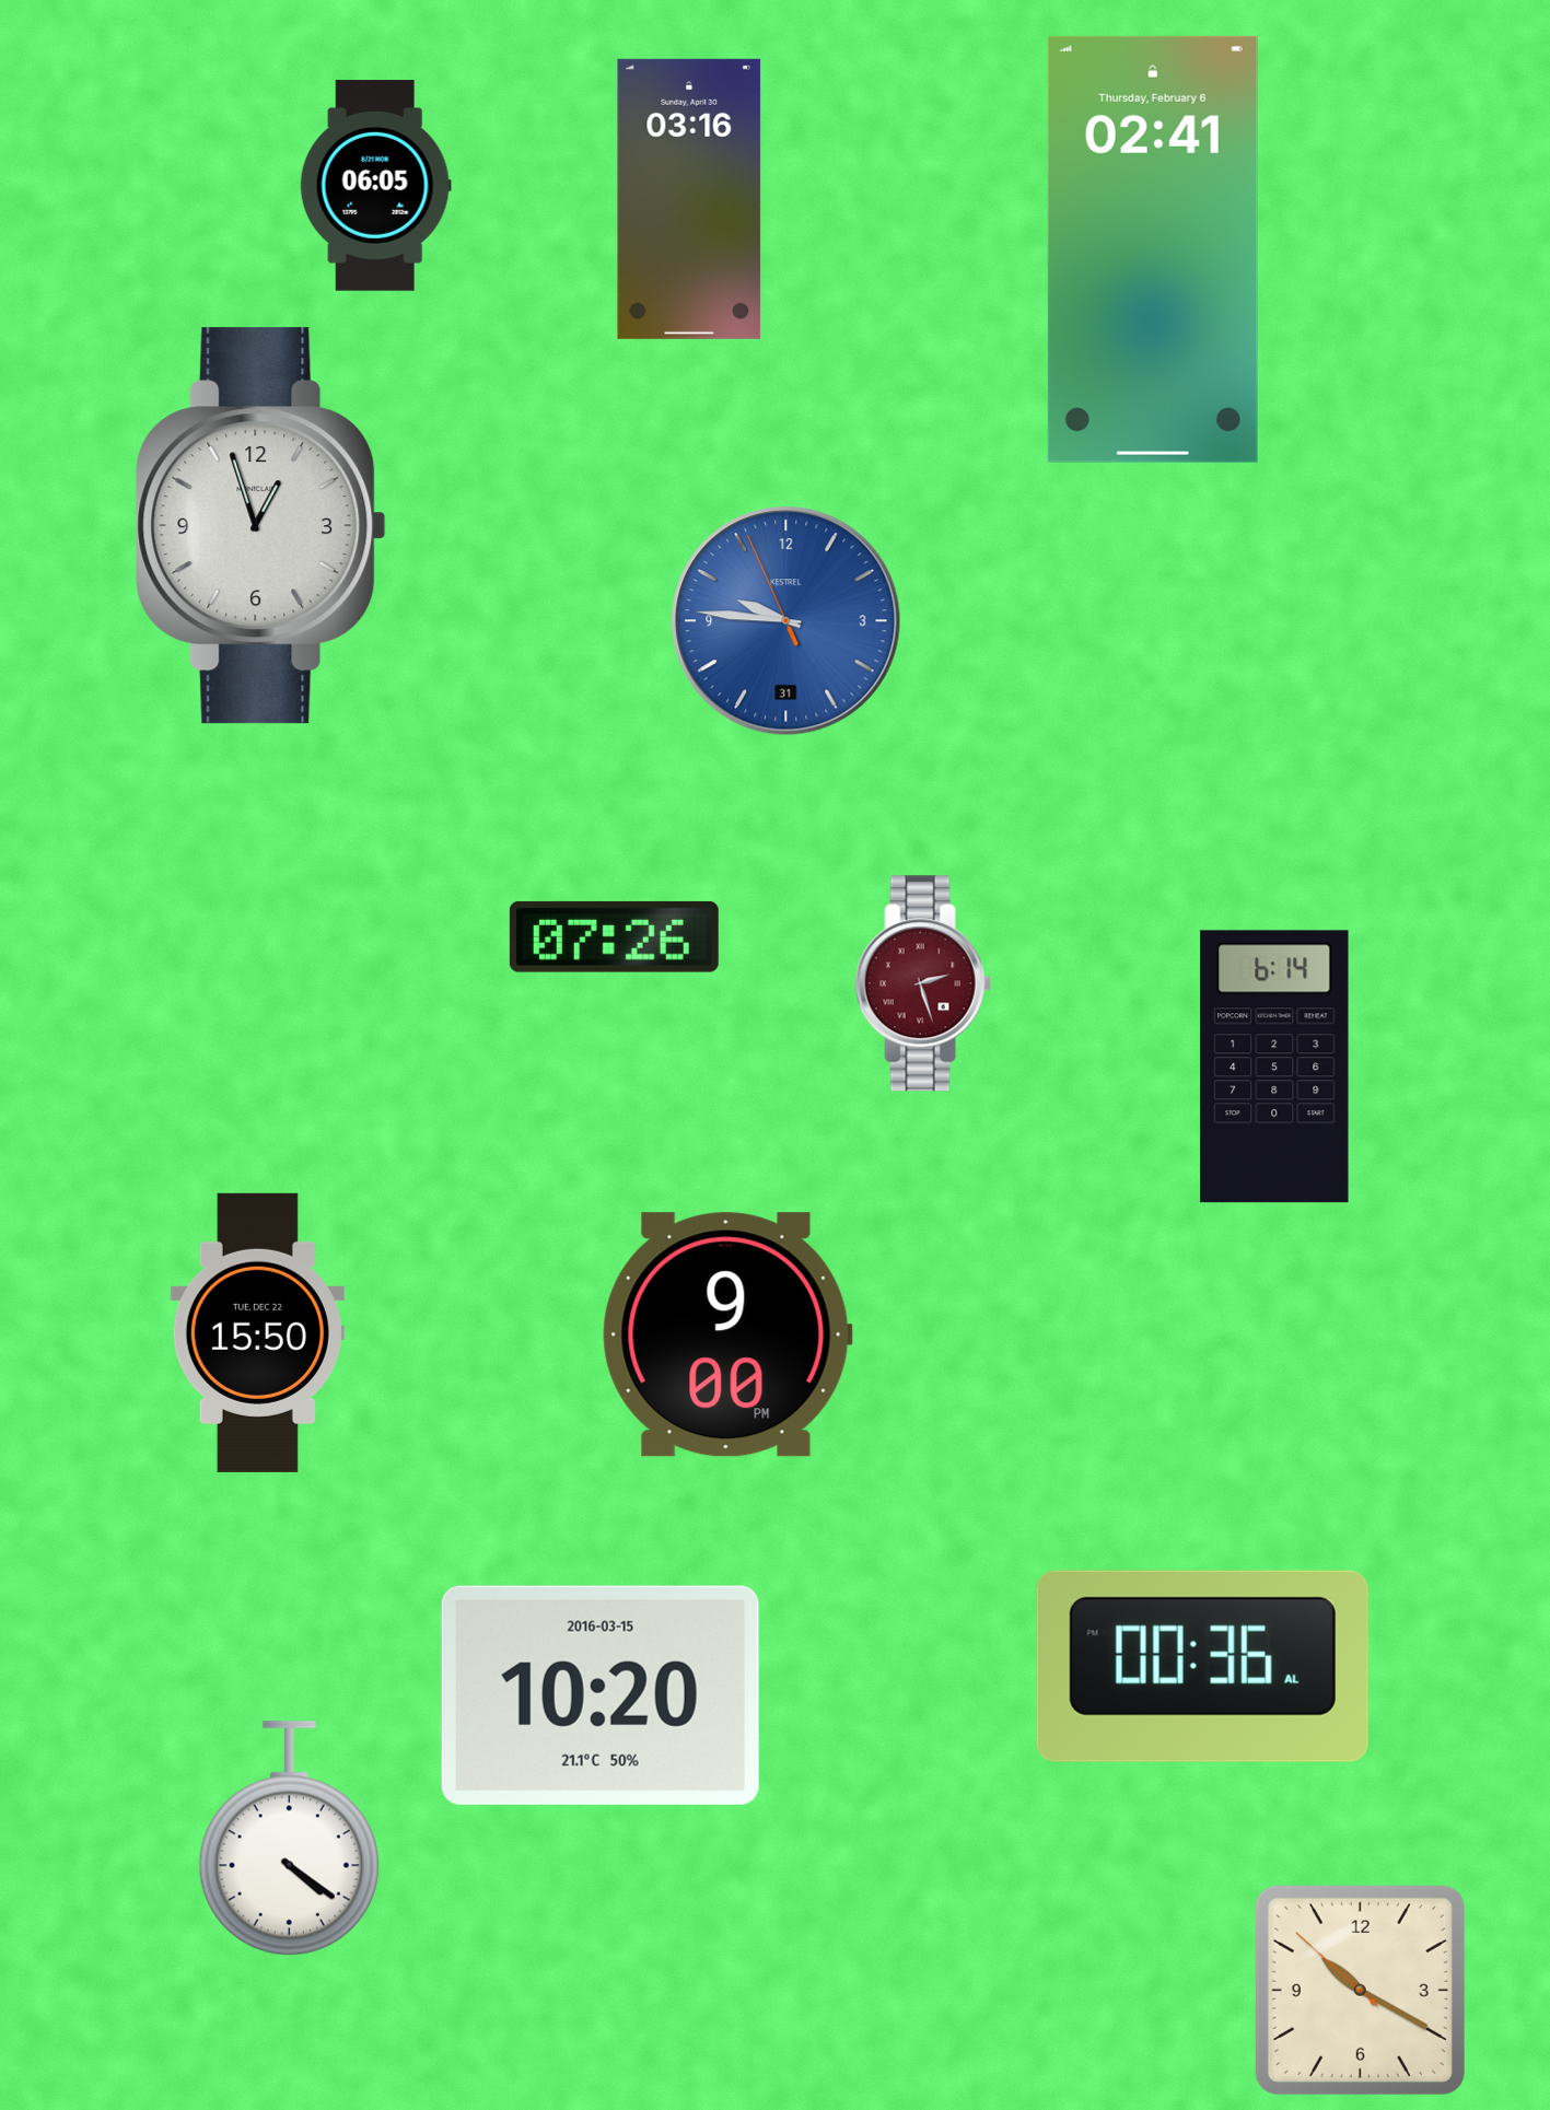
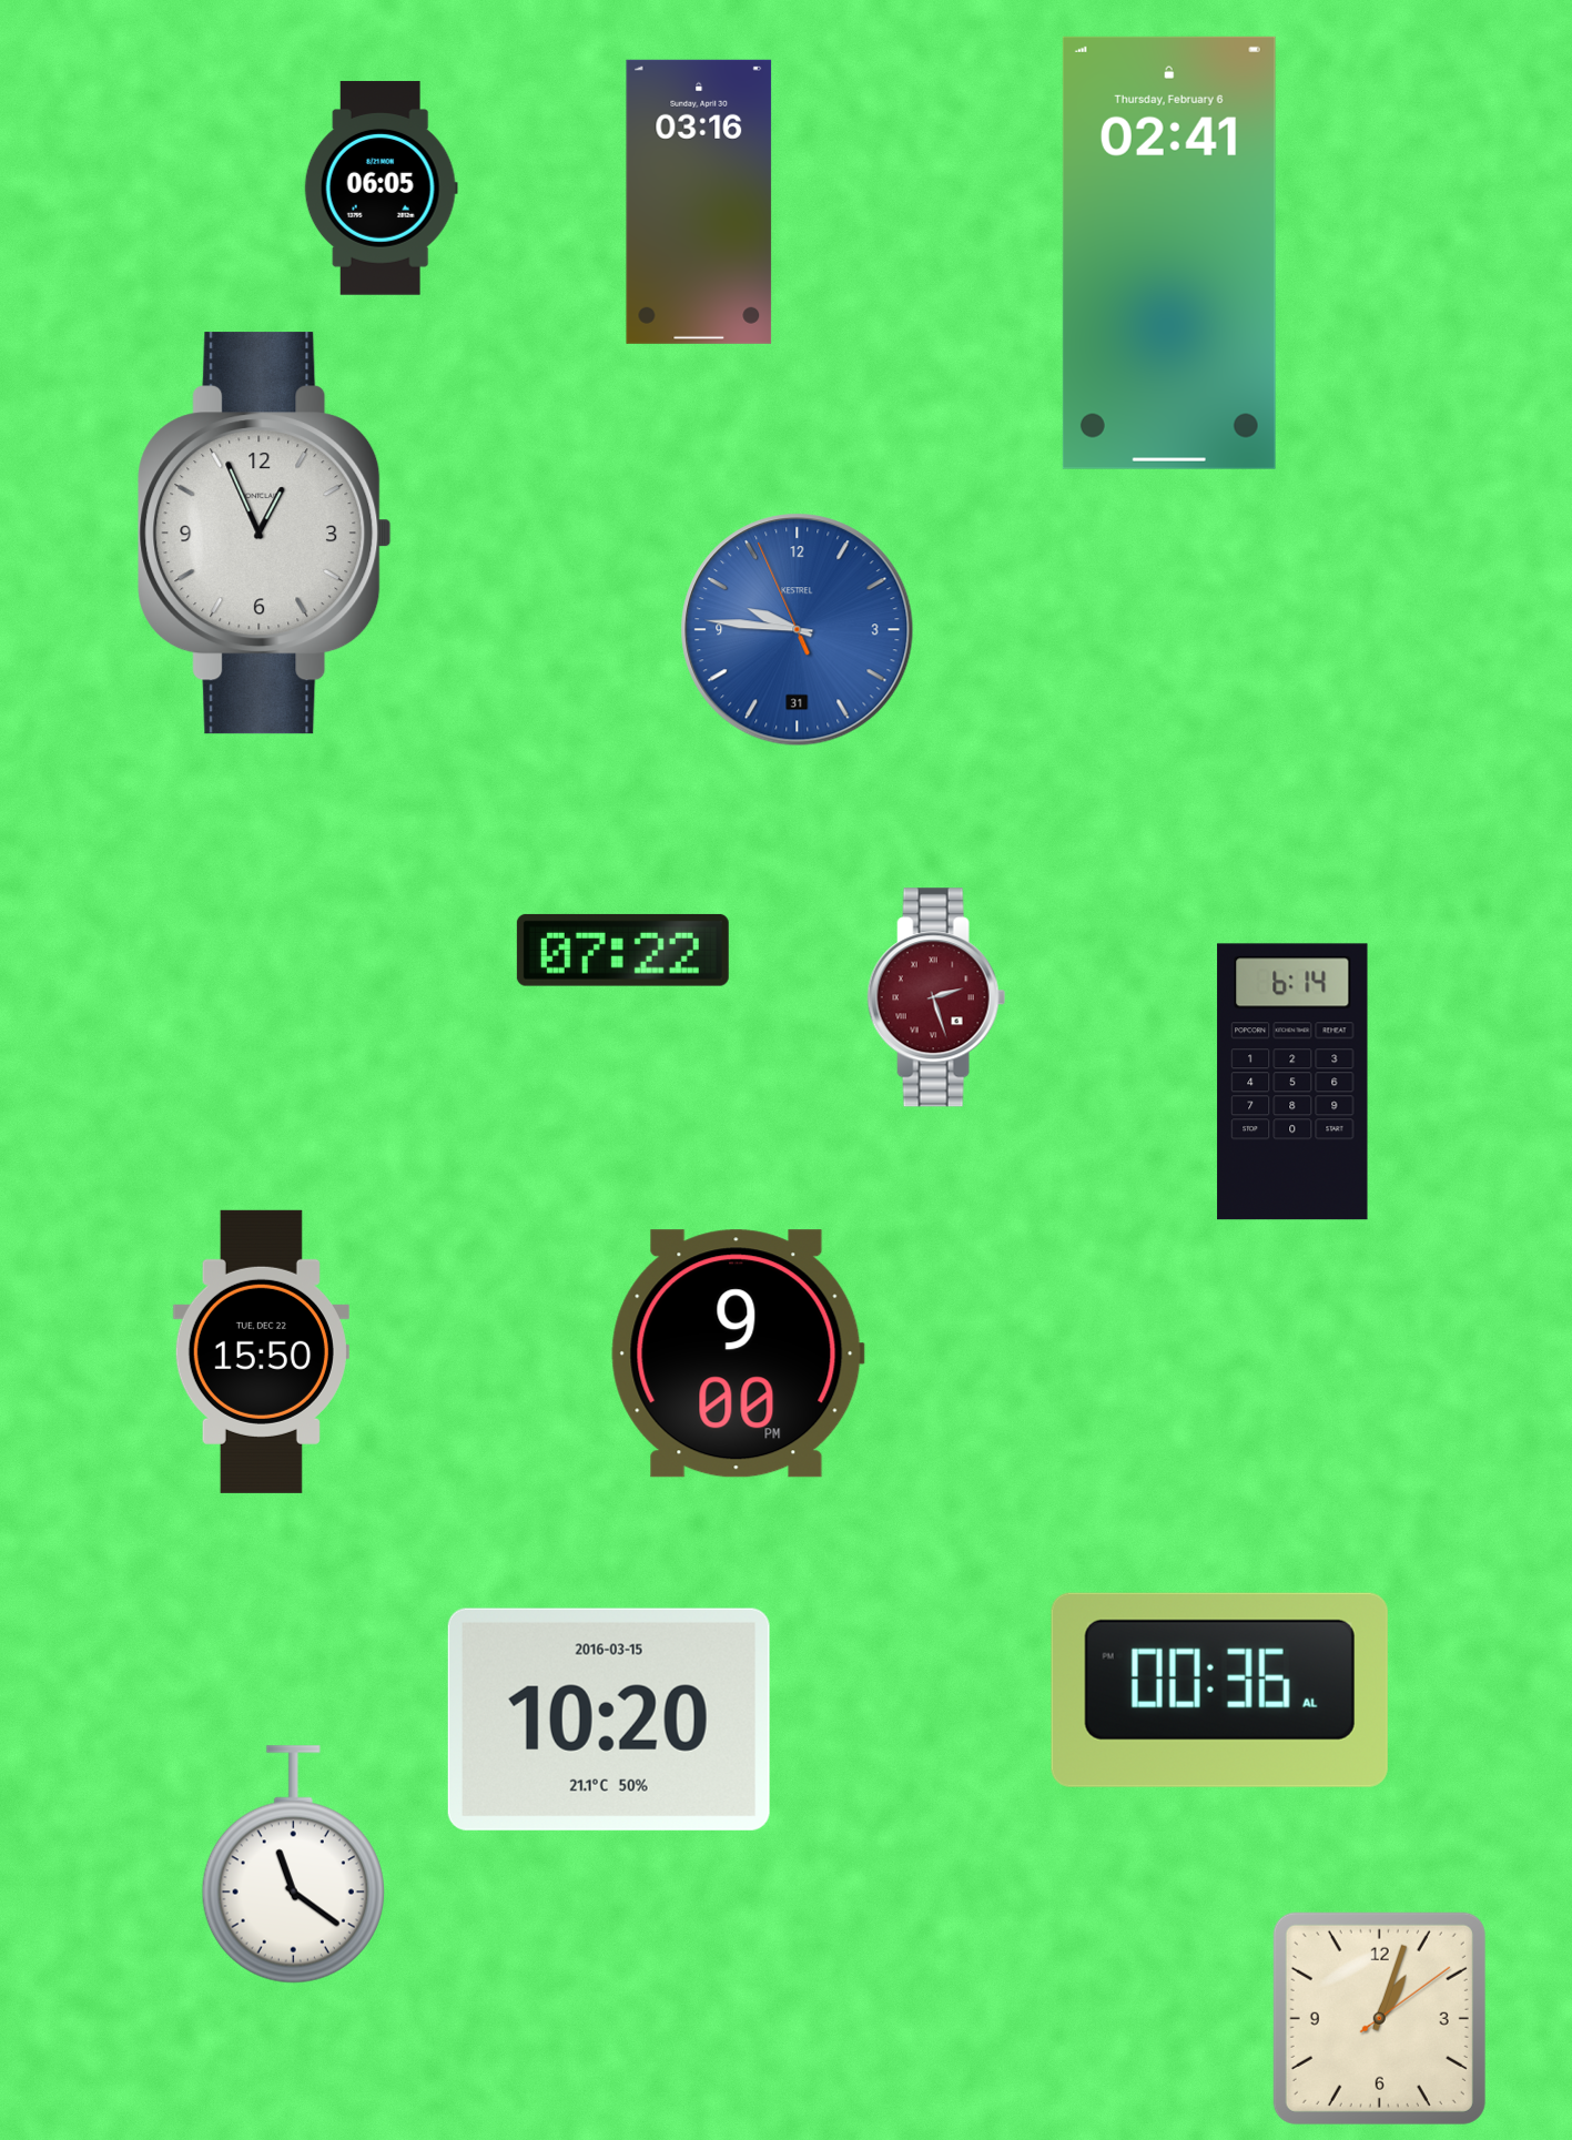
clock at (261, 526): 12:57 -> 12:56
clock at (614, 936): 07:26 -> 07:22
clock at (289, 1839): 4:21 -> 11:21
clock at (1360, 1990): 10:19 -> 1:03
